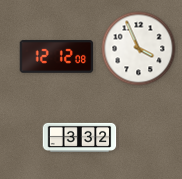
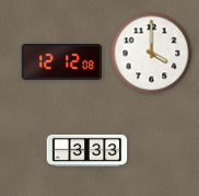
clock at (139, 49): 3:56 -> 4:00
clock at (80, 137): 3:32 -> 3:33
